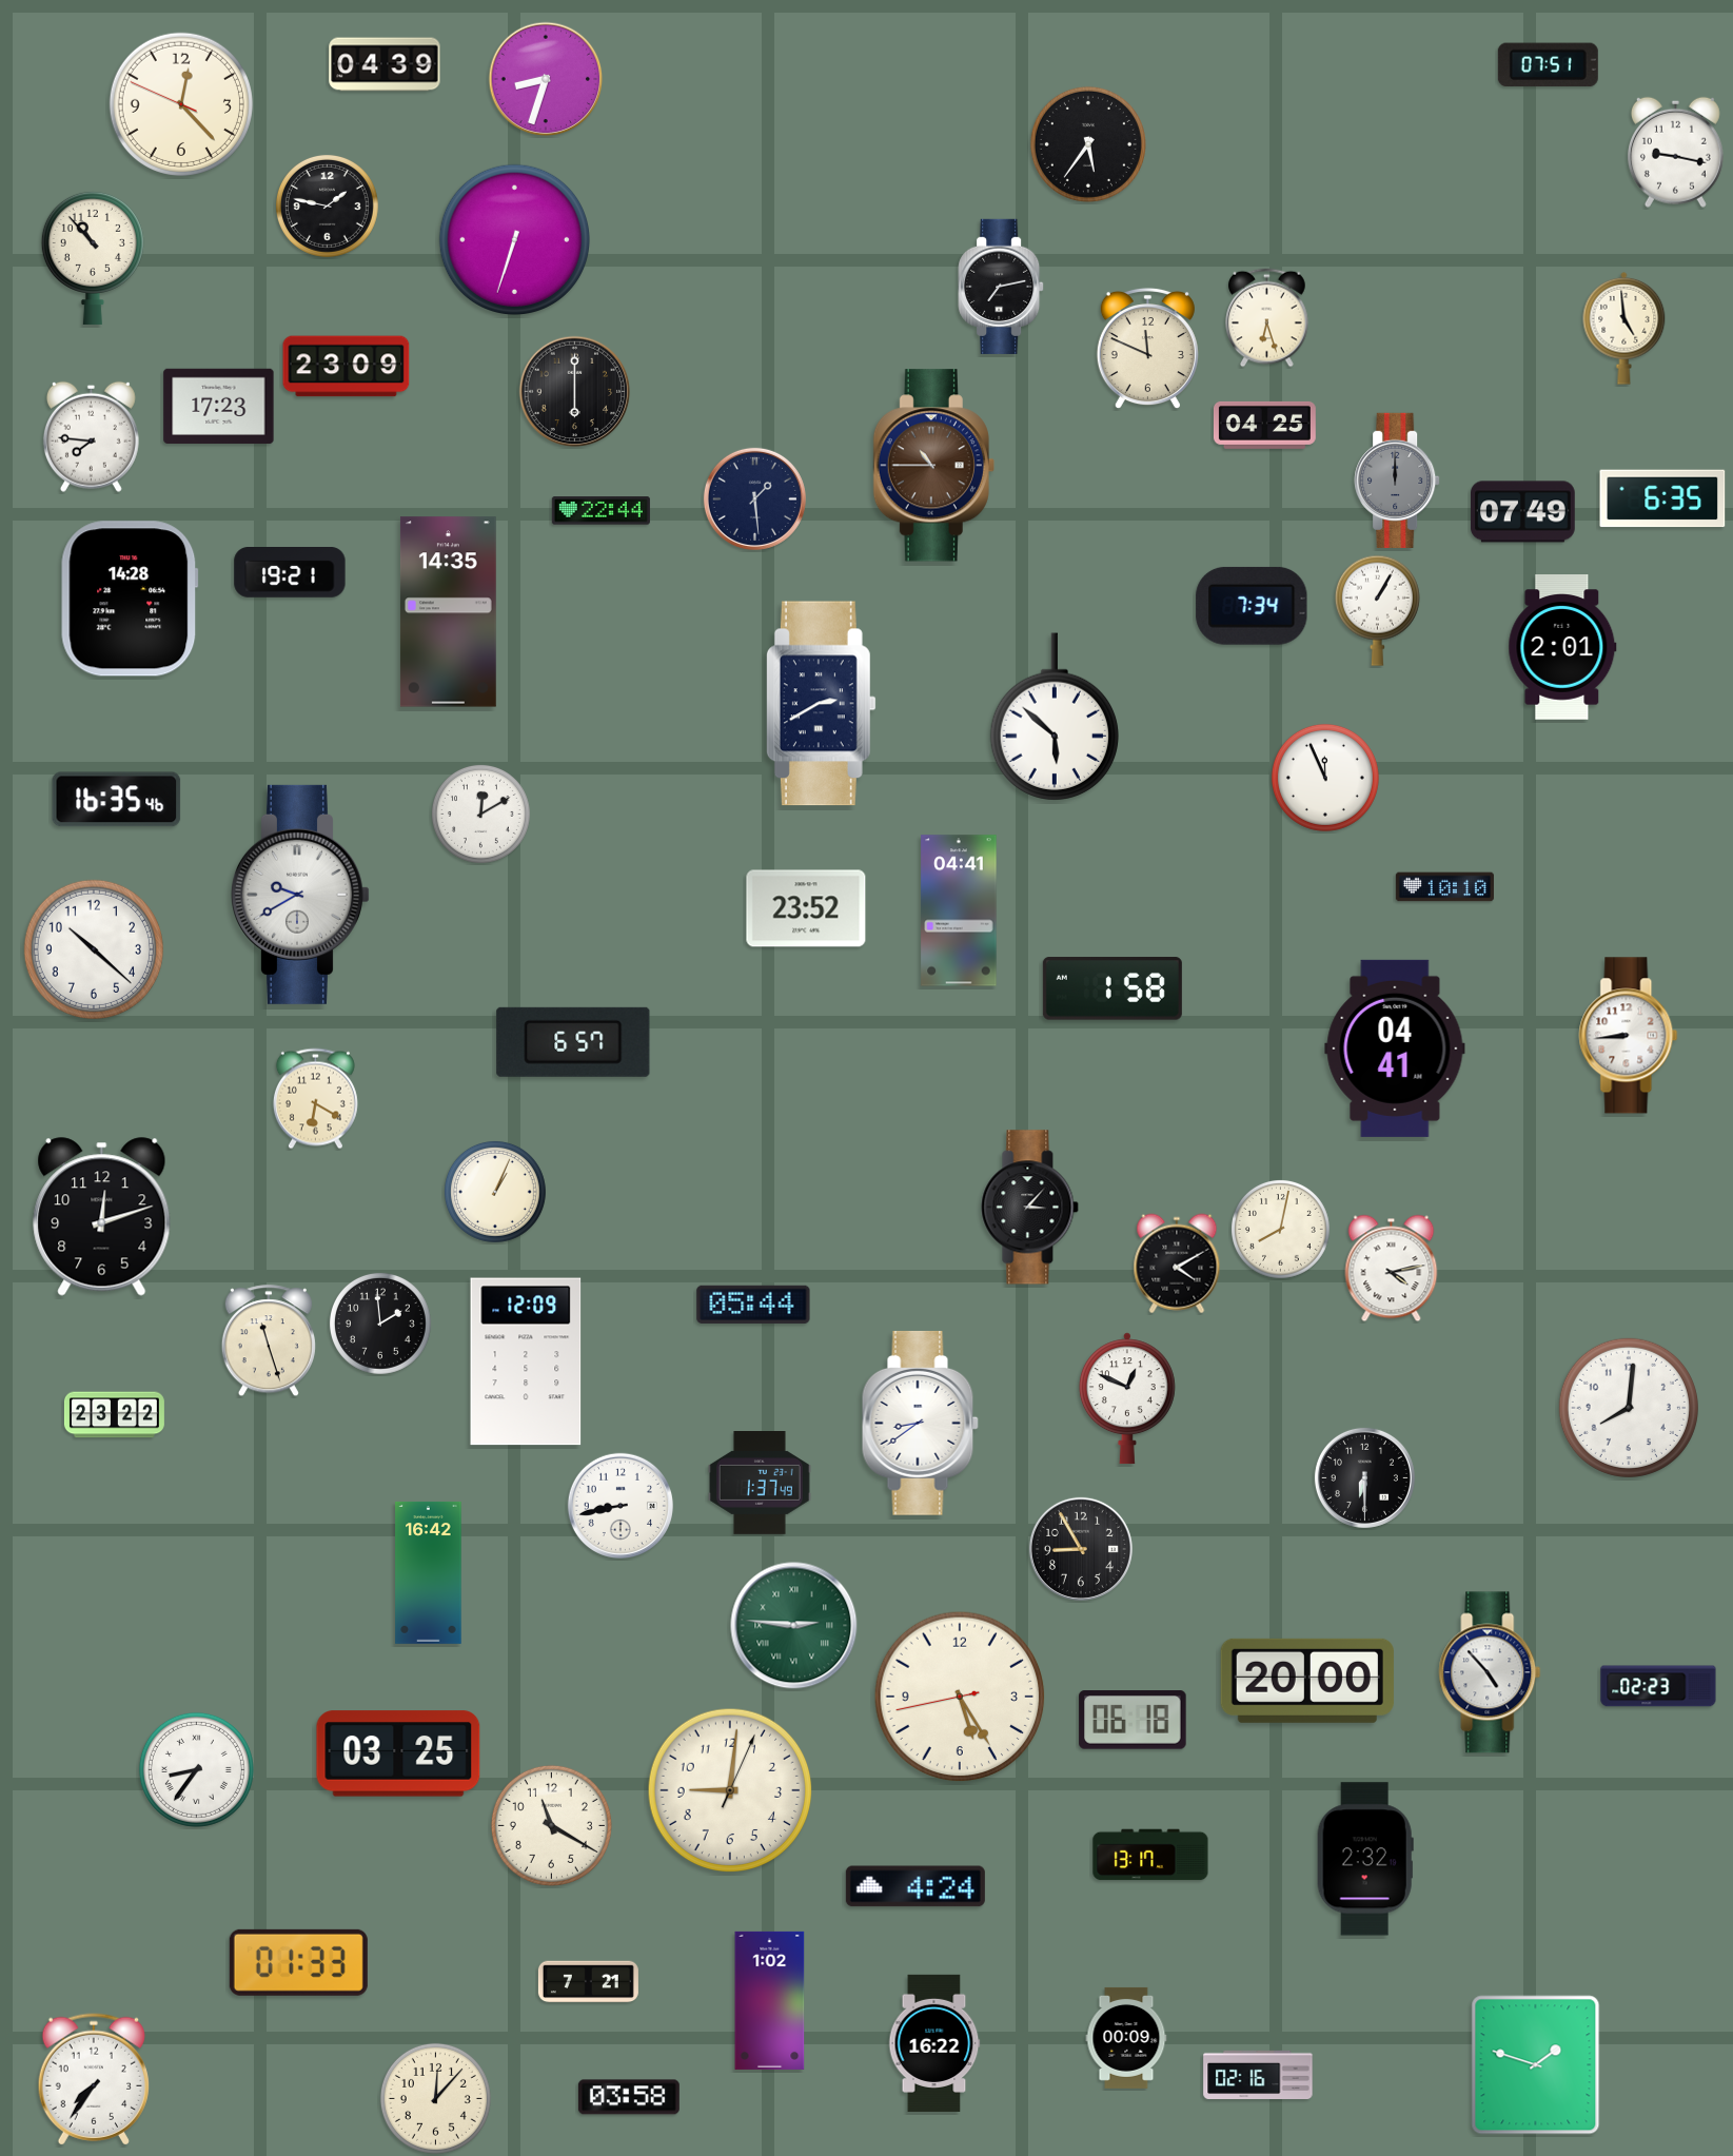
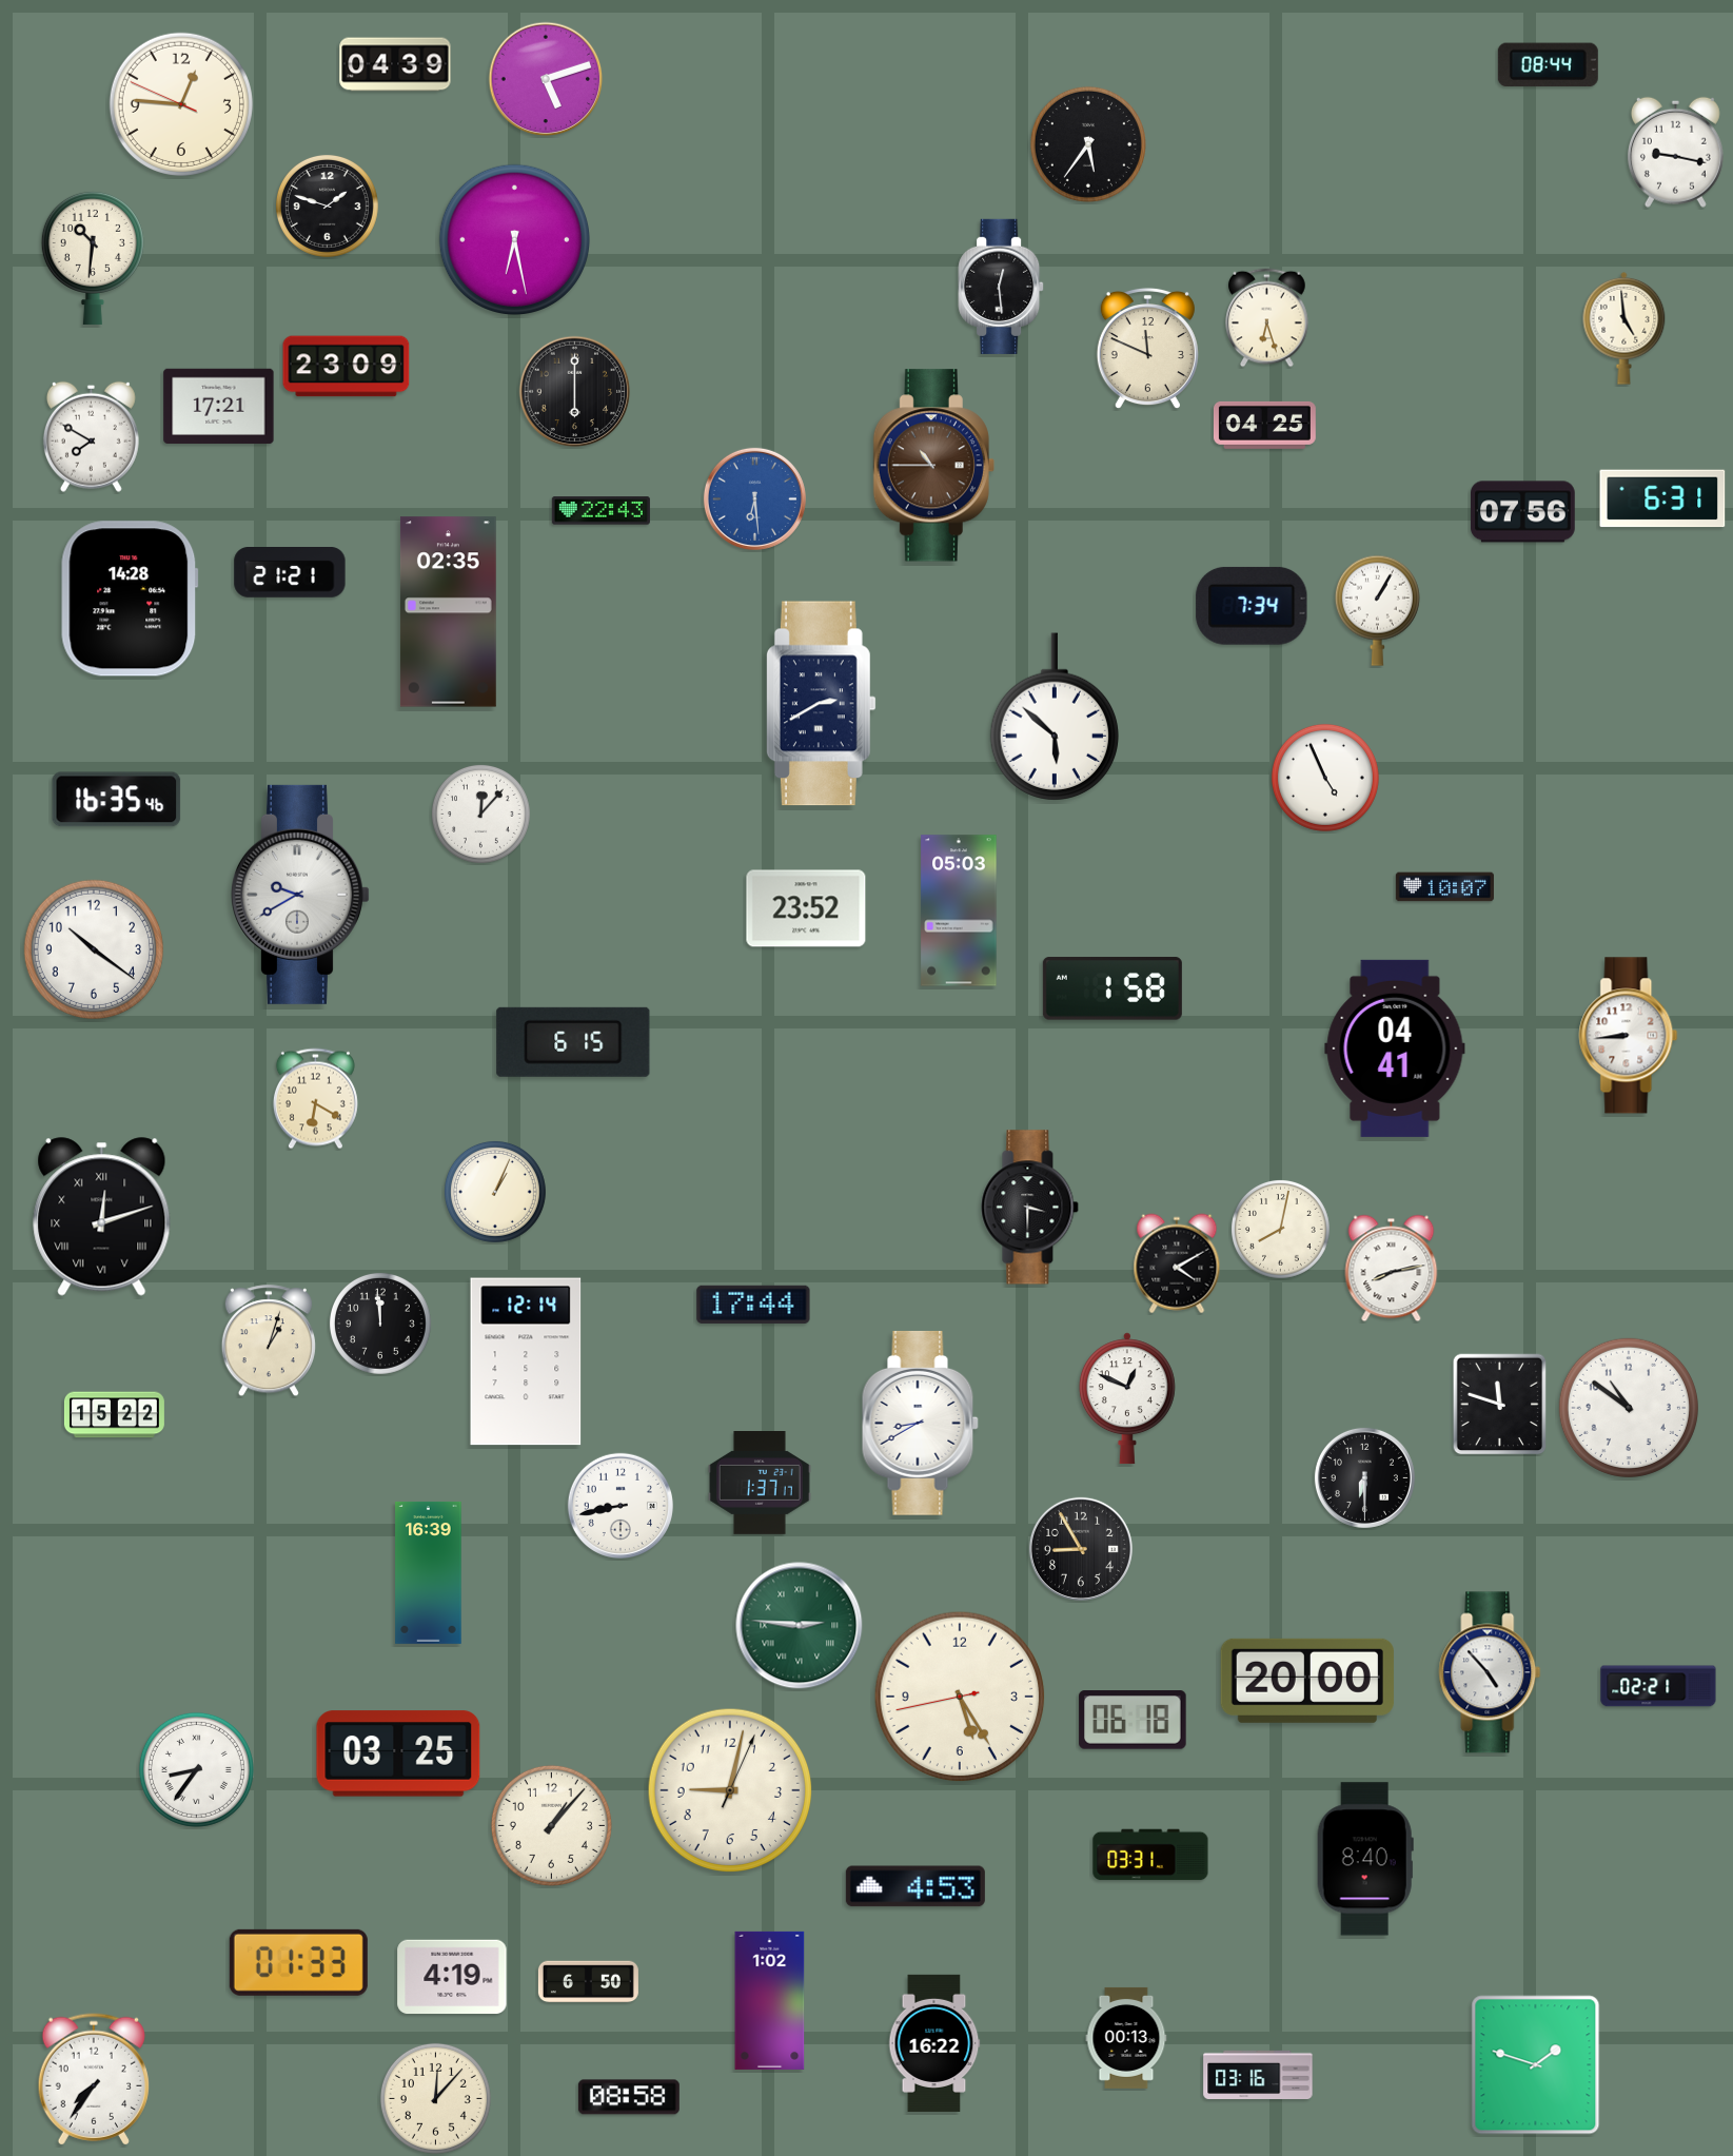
clock at (385, 64) position: (385, 64) -> (395, 64)
clock at (1548, 65): 07:51 -> 08:44
clock at (546, 79): 8:33 -> 5:12
clock at (181, 104): 12:22 -> 12:45
clock at (327, 205): 1:47 -> 1:48
clock at (514, 239): 6:33 -> 6:28
clock at (93, 257): 10:53 -> 10:31
clock at (1001, 287): 7:13 -> 12:29
clock at (219, 406): 17:23 -> 17:21
clock at (91, 436): 7:46 -> 7:50
clock at (1397, 481): 12:00 -> none
clock at (754, 498): 1:29 -> 6:29
clock at (754, 498) dial: navy -> blue
clock at (1662, 498): 6:35 -> 6:31
clock at (600, 511): 22:44 -> 22:43
clock at (1523, 512): 07:49 -> 07:56
clock at (290, 572): 19:21 -> 21:21
clock at (448, 612): 14:35 -> 02:35
clock at (1562, 647): 2:01 -> none
clock at (1325, 778): 11:56 -> 4:56
clock at (480, 814): 12:10 -> 12:07
clock at (1444, 887): 10:10 -> 10:07
clock at (959, 910): 04:41 -> 05:03
clock at (94, 949): 10:22 -> 10:21
clock at (573, 1042): 6:57 -> 6:15
clock at (1030, 1208): 3:07 -> 3:30
clock at (102, 1217) numerals: Arabic -> Roman
clock at (1392, 1269): 4:13 -> 8:13
clock at (753, 1305): 05:44 -> 17:44
clock at (380, 1324): 1:59 -> 11:59
clock at (269, 1341): 11:27 -> 1:03
clock at (526, 1361): 12:09 -> 12:14
clock at (1500, 1405): none -> 11:48
clock at (1629, 1408): 8:01 -> 10:51
clock at (114, 1415): 23:22 -> 15:22
clock at (920, 1423): 8:39 -> 8:40
clock at (761, 1484): 1:37:49 -> 1:37:17
clock at (429, 1572): 16:42 -> 16:39
clock at (794, 1626) position: (794, 1626) -> (800, 1626)
clock at (1658, 1686): 02:23 -> 02:21
clock at (730, 1790): 9:01 -> 9:02
clock at (551, 1825): 11:20 -> 1:07
clock at (1150, 1855): 13:17 -> 03:31
clock at (1365, 1859): 2:32 -> 8:40
clock at (915, 1886): 4:24 -> 4:53
clock at (452, 1977): none -> 4:19
clock at (588, 1982): 7:21 -> 6:50
clock at (1126, 2038): 00:09 -> 00:13
clock at (1258, 2075): 02:16 -> 03:16
clock at (629, 2097): 03:58 -> 08:58
